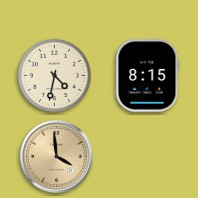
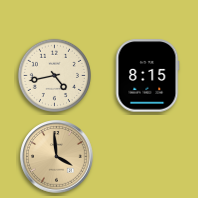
clock at (54, 75): 4:32 -> 4:43
